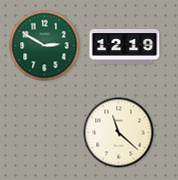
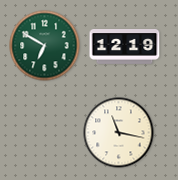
clock at (45, 46): 2:50 -> 6:50
clock at (119, 133): 11:22 -> 11:17
